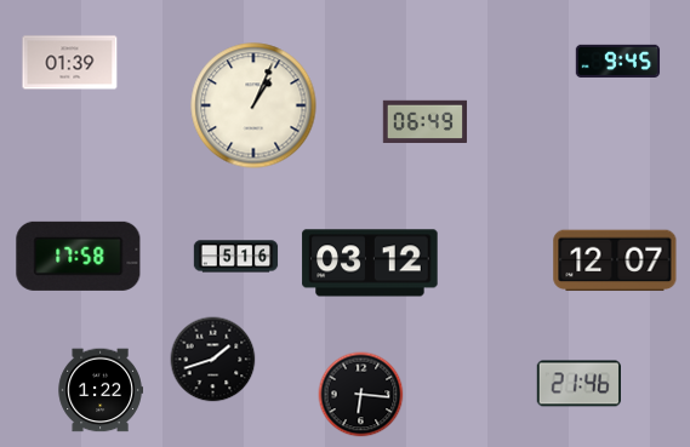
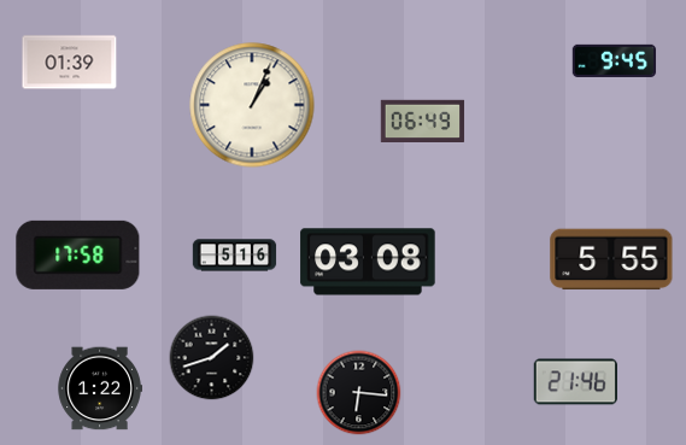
clock at (615, 260): 12:07 -> 5:55
clock at (370, 263): 03:12 -> 03:08
